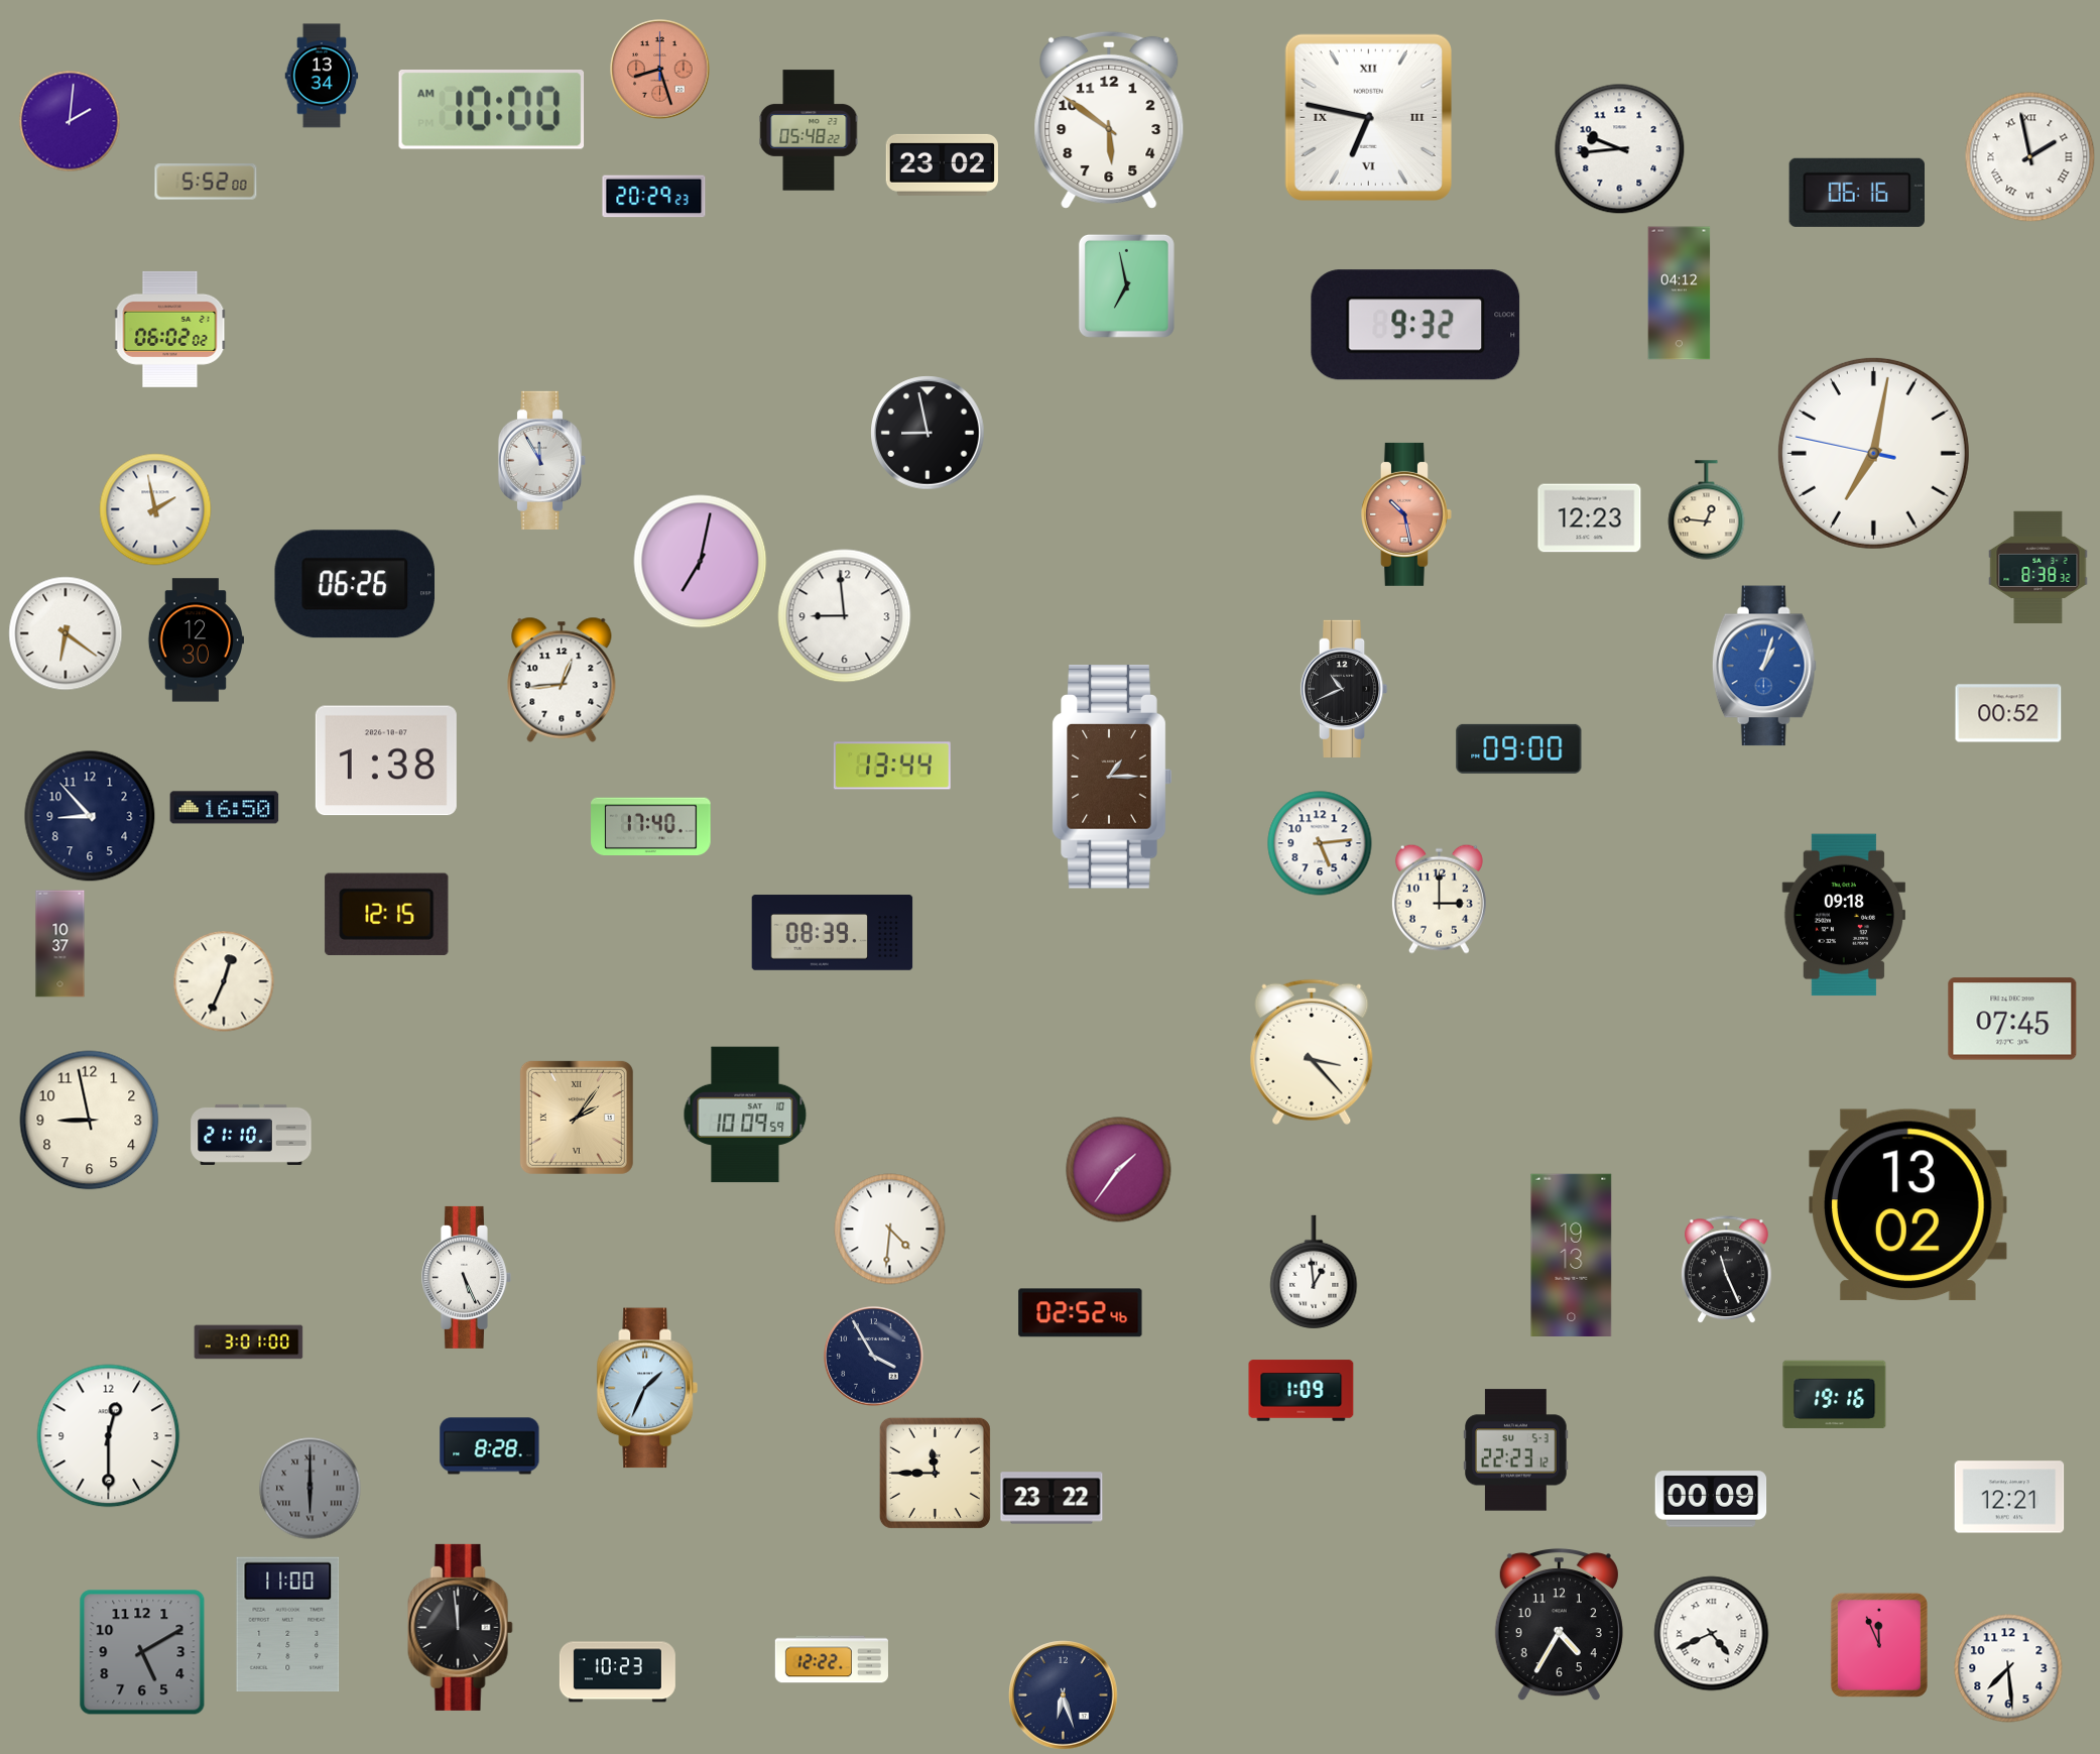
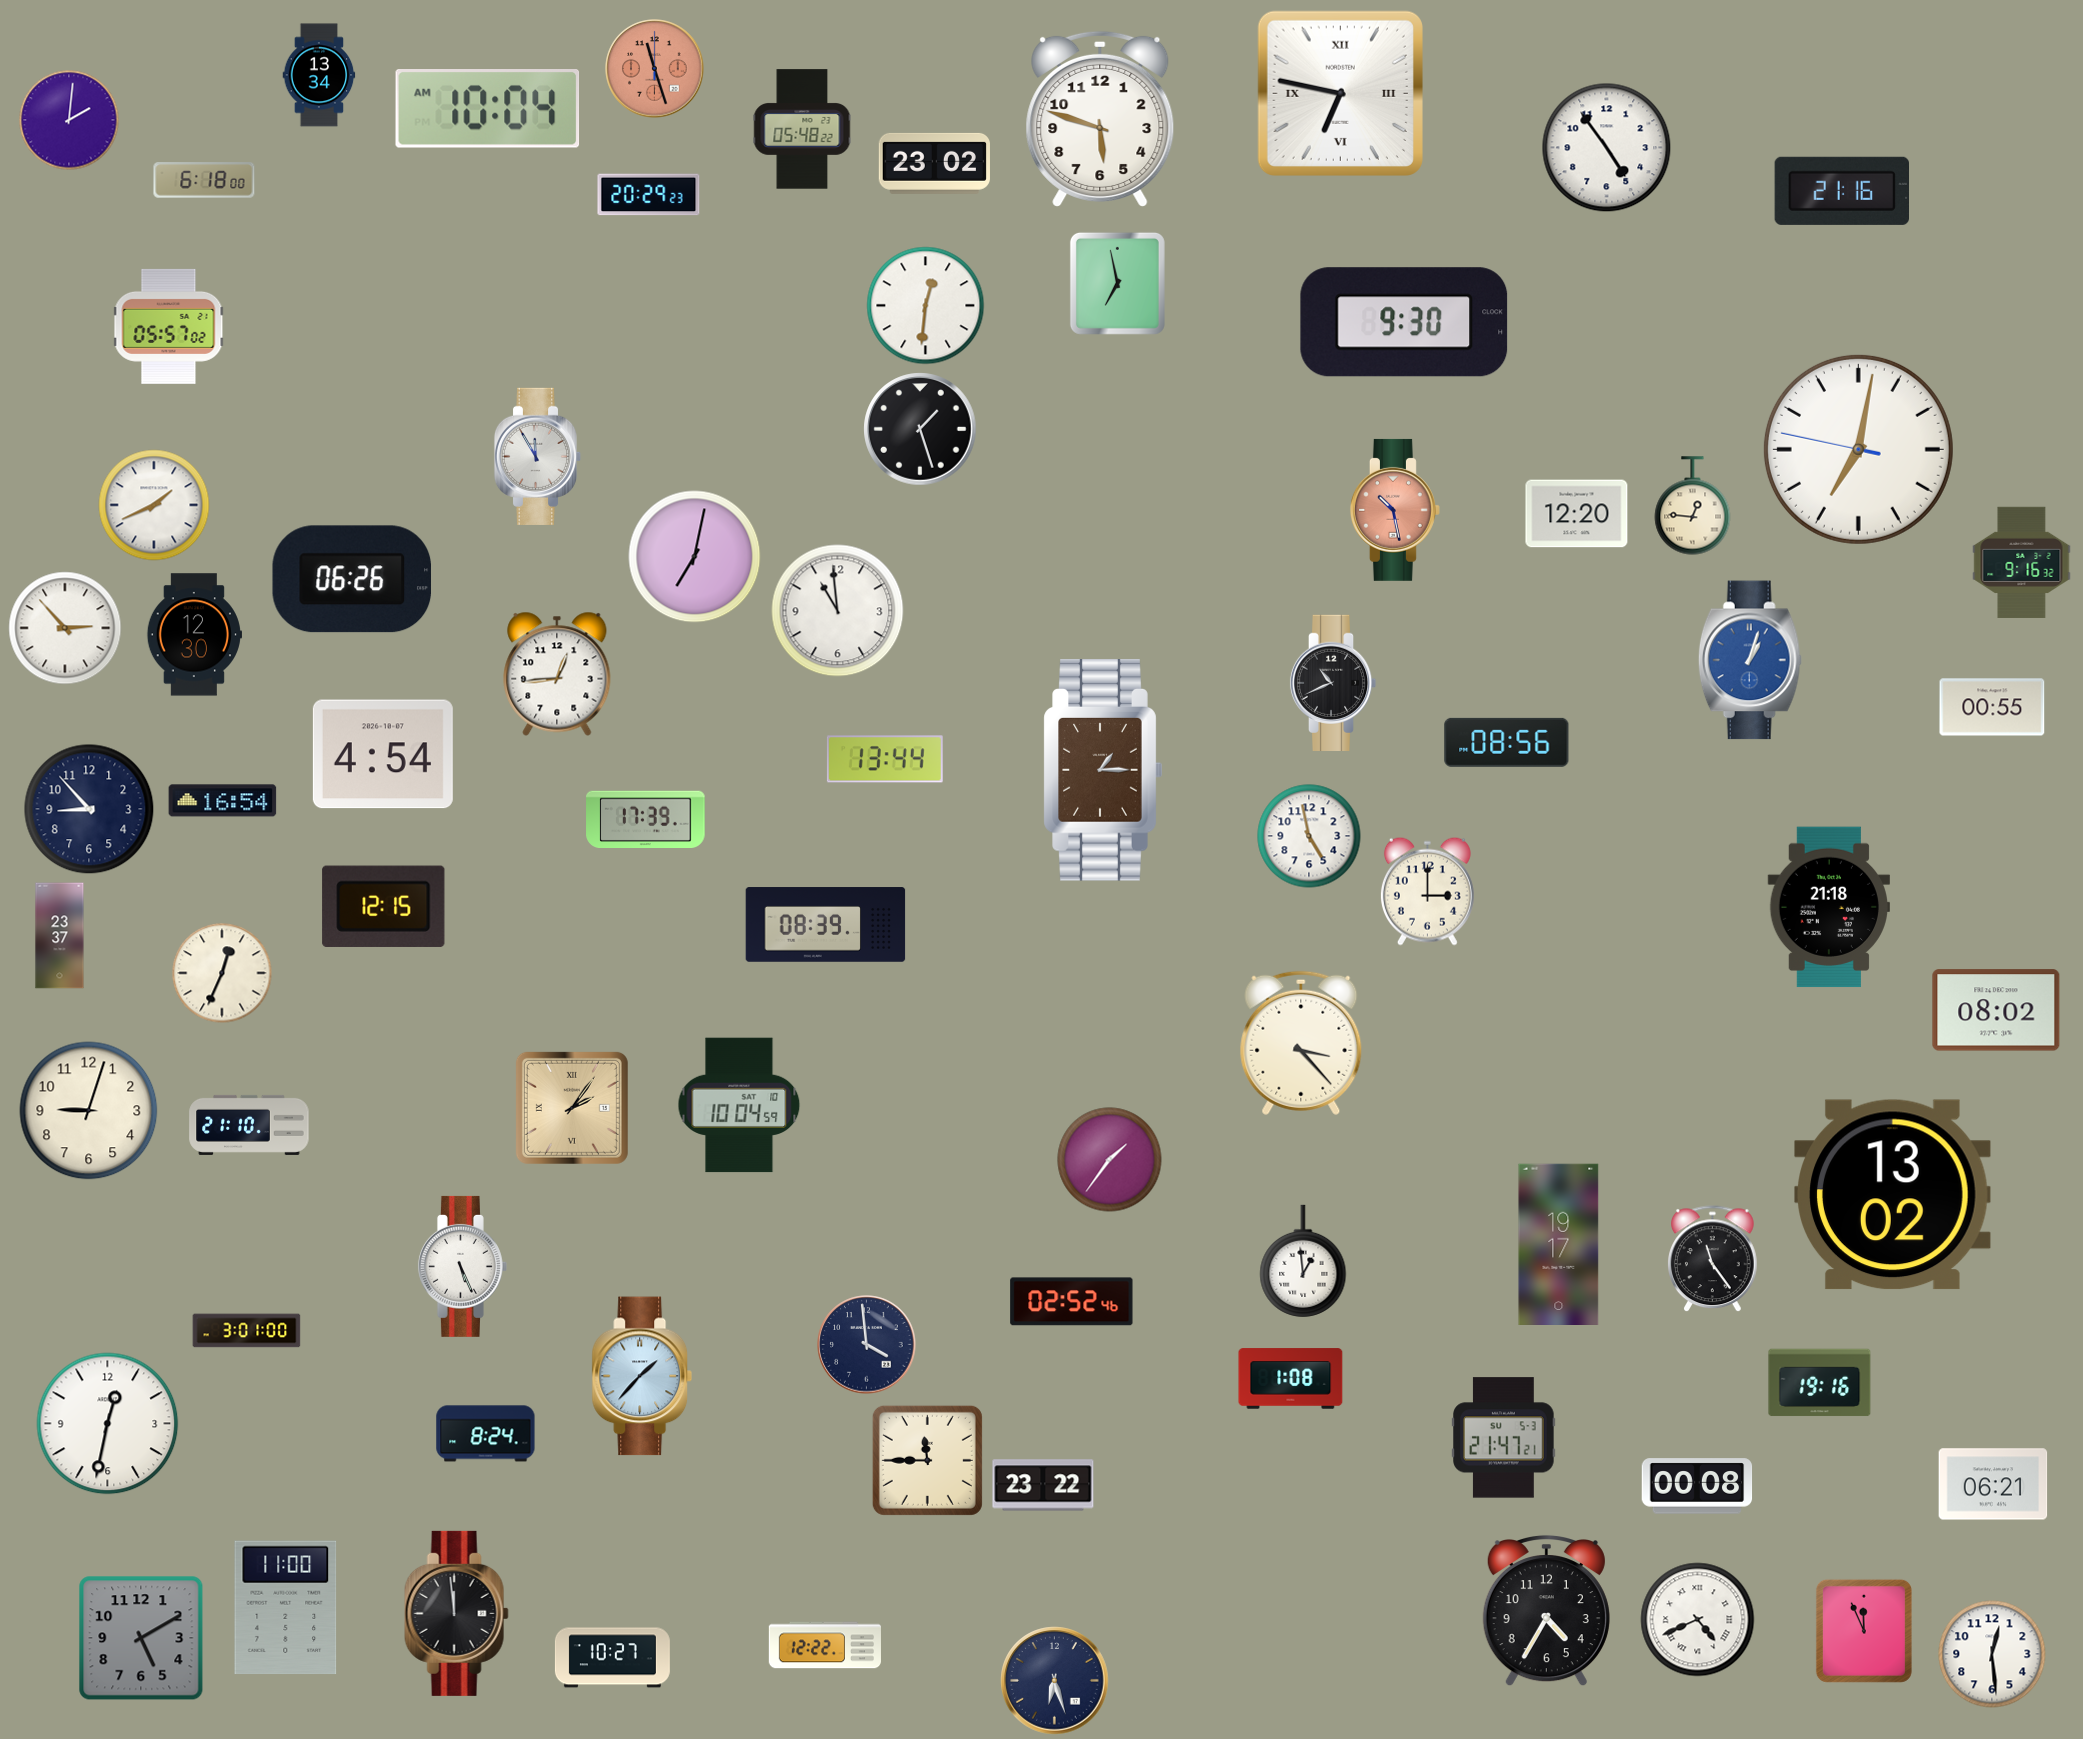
clock at (660, 70): 8:27 -> 11:27
clock at (492, 110): 10:00 -> 10:04
clock at (1368, 117) position: (1368, 117) -> (1340, 93)
clock at (1109, 120): 5:51 -> 5:48
clock at (1620, 149): 9:44 -> 4:54
clock at (2030, 157): 1:58 -> none
clock at (206, 182): 5:52 -> 6:18
clock at (1857, 193): 06:16 -> 21:16
clock at (1680, 294): 04:12 -> none
clock at (926, 306): none -> 12:31
clock at (1415, 325): 9:32 -> 9:30
clock at (170, 329): 06:02 -> 05:57
clock at (928, 433): 8:58 -> 1:27
clock at (155, 509): 1:58 -> 1:41
clock at (1590, 518): 12:23 -> 12:20
clock at (2039, 567): 8:38 -> 9:16
clock at (845, 616): 8:59 -> 10:59
clock at (66, 633): 6:21 -> 2:53
clock at (2008, 713): 00:52 -> 00:55
clock at (1519, 748): 09:00 -> 08:56
clock at (386, 761): 1:38 -> 4:54
clock at (225, 808): 16:50 -> 16:54
clock at (651, 827): 17:40 -> 17:39
clock at (1320, 843): 5:14 -> 4:58
clock at (1844, 915): 09:18 -> 21:18
clock at (60, 944): 10:37 -> 23:37
clock at (2012, 1019): 07:45 -> 08:02
clock at (745, 1115): 10:09 -> 10:04
clock at (90, 1121): 8:58 -> 9:03
clock at (890, 1230): 4:31 -> none
clock at (1572, 1255): 19:13 -> 19:17
clock at (1727, 1270): 11:26 -> 11:24
clock at (874, 1357): 3:55 -> 3:59
clock at (646, 1388): 1:34 -> 1:37
clock at (1302, 1391): 1:09 -> 1:08
clock at (109, 1436): 12:30 -> 12:32
clock at (490, 1446): 8:28 -> 8:24
clock at (1516, 1450): 22:23 -> 21:47
clock at (311, 1489): 6:00 -> none
clock at (2009, 1497): 12:21 -> 06:21
clock at (1711, 1499): 00:09 -> 00:08
clock at (288, 1625) position: (288, 1625) -> (286, 1608)
clock at (2008, 1668): 7:29 -> 12:29
clock at (617, 1672): 10:23 -> 10:27
